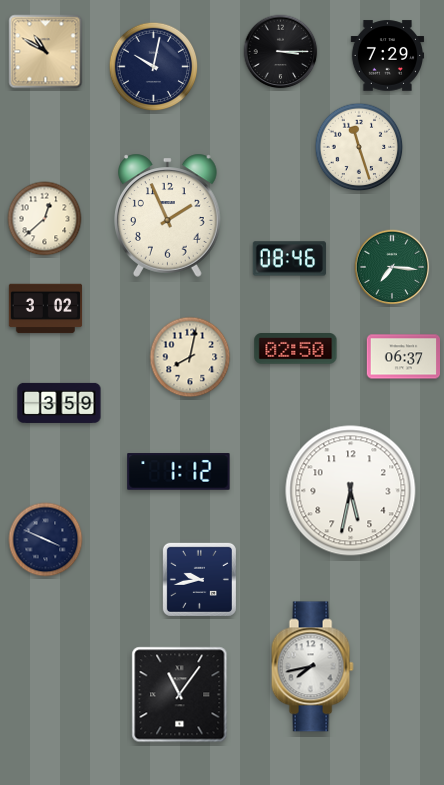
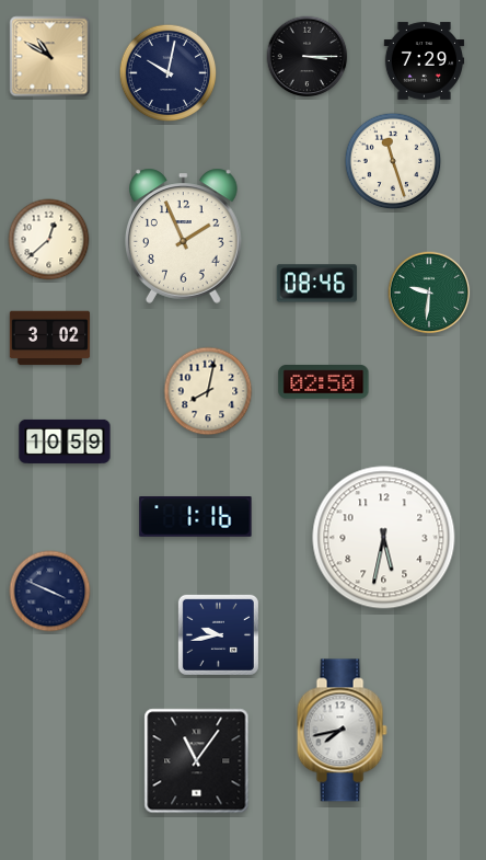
clock at (392, 267): 7:16 -> 9:31
clock at (403, 357): 06:37 -> none
clock at (59, 403): 3:59 -> 10:59
clock at (179, 472): 1:12 -> 1:16
